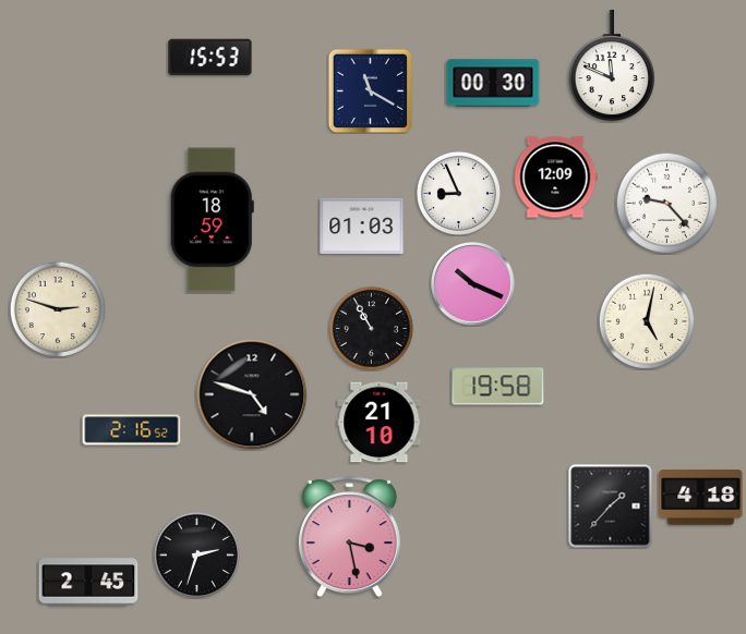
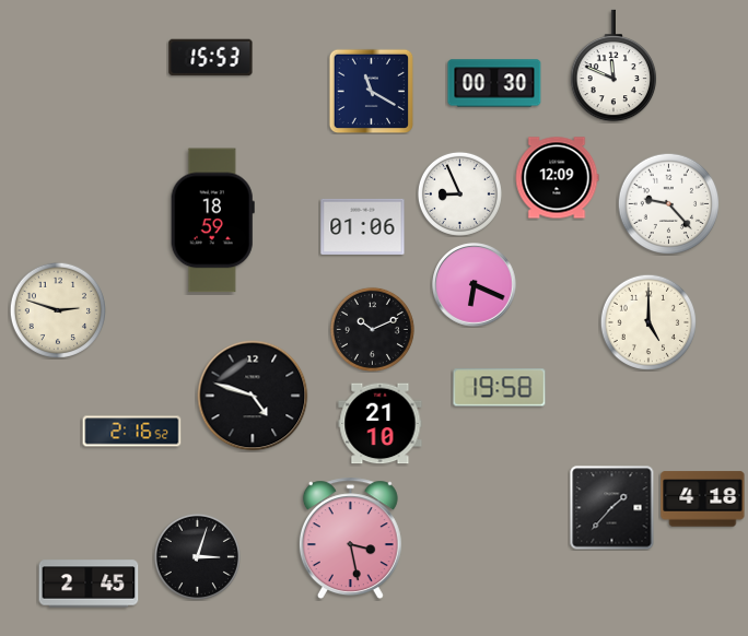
clock at (362, 225): 01:03 -> 01:06
clock at (473, 284): 10:19 -> 6:19
clock at (646, 320): 5:02 -> 5:00
clock at (371, 328): 10:55 -> 10:11
clock at (196, 554): 2:33 -> 3:03
